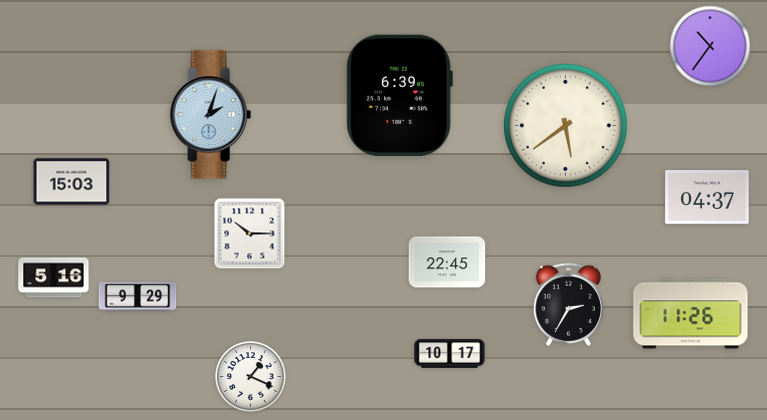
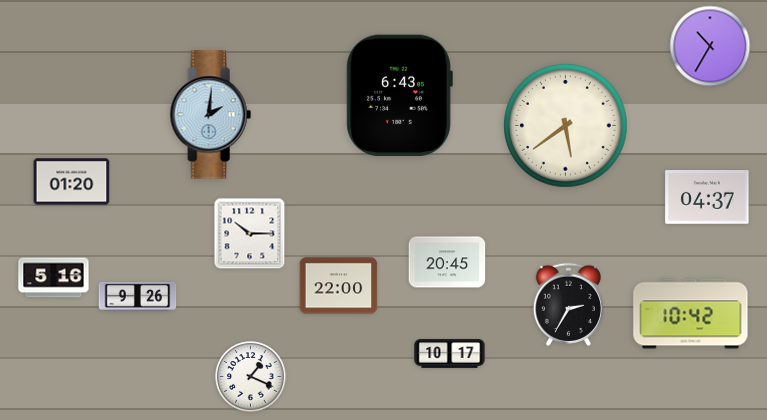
clock at (710, 46): 10:36 -> 10:35
clock at (399, 95): 6:39 -> 6:43
clock at (210, 115): 2:03 -> 2:01
clock at (72, 182): 15:03 -> 01:20
clock at (447, 262): 22:45 -> 20:45
clock at (339, 286): none -> 22:00
clock at (138, 296): 9:29 -> 9:26
clock at (691, 314): 11:26 -> 10:42
